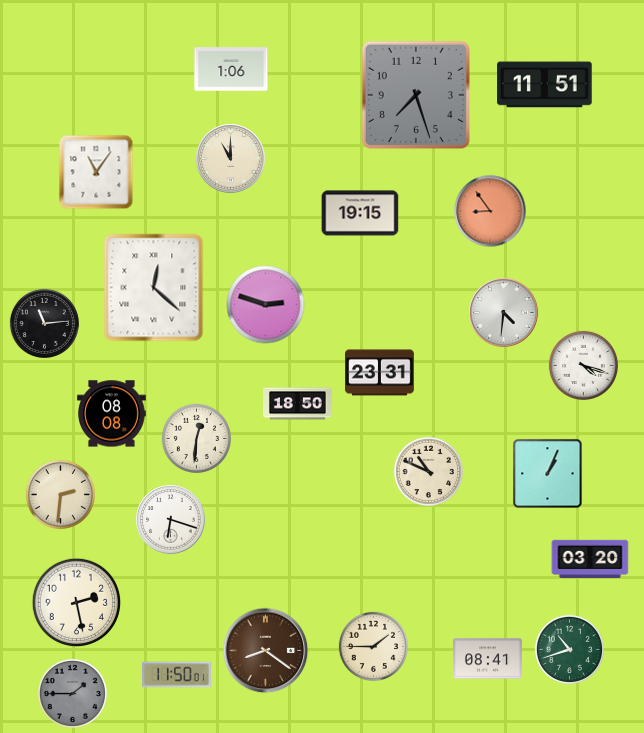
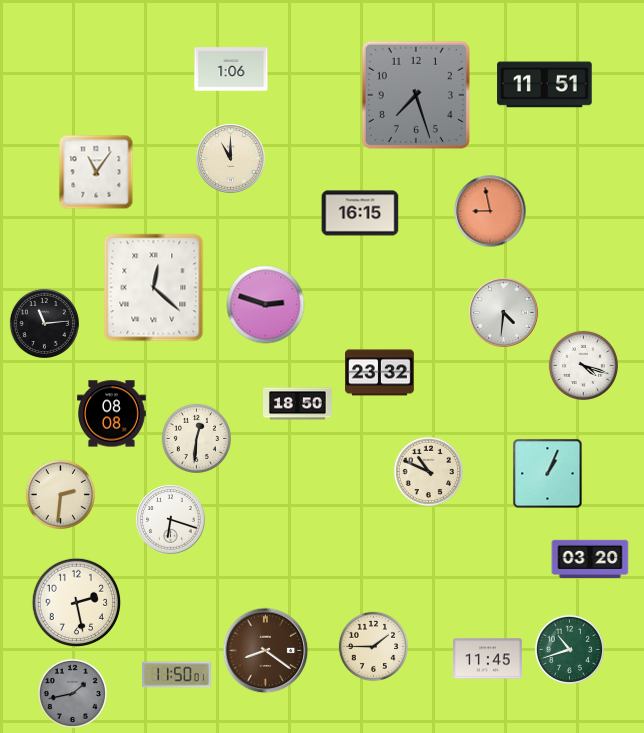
clock at (490, 211): 8:54 -> 8:58
clock at (360, 213): 19:15 -> 16:15
clock at (380, 373): 23:31 -> 23:32
clock at (488, 659): 08:41 -> 11:45
clock at (72, 693): 1:45 -> 1:43
